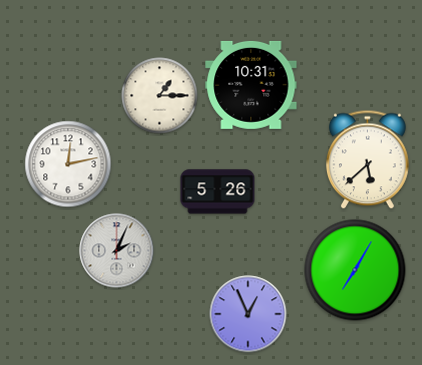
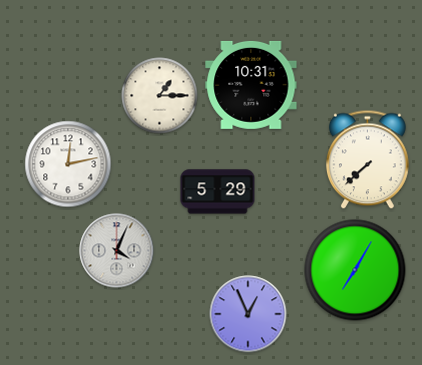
clock at (367, 160): 5:38 -> 7:38
clock at (218, 192): 5:26 -> 5:29
clock at (117, 251): 2:04 -> 4:04
